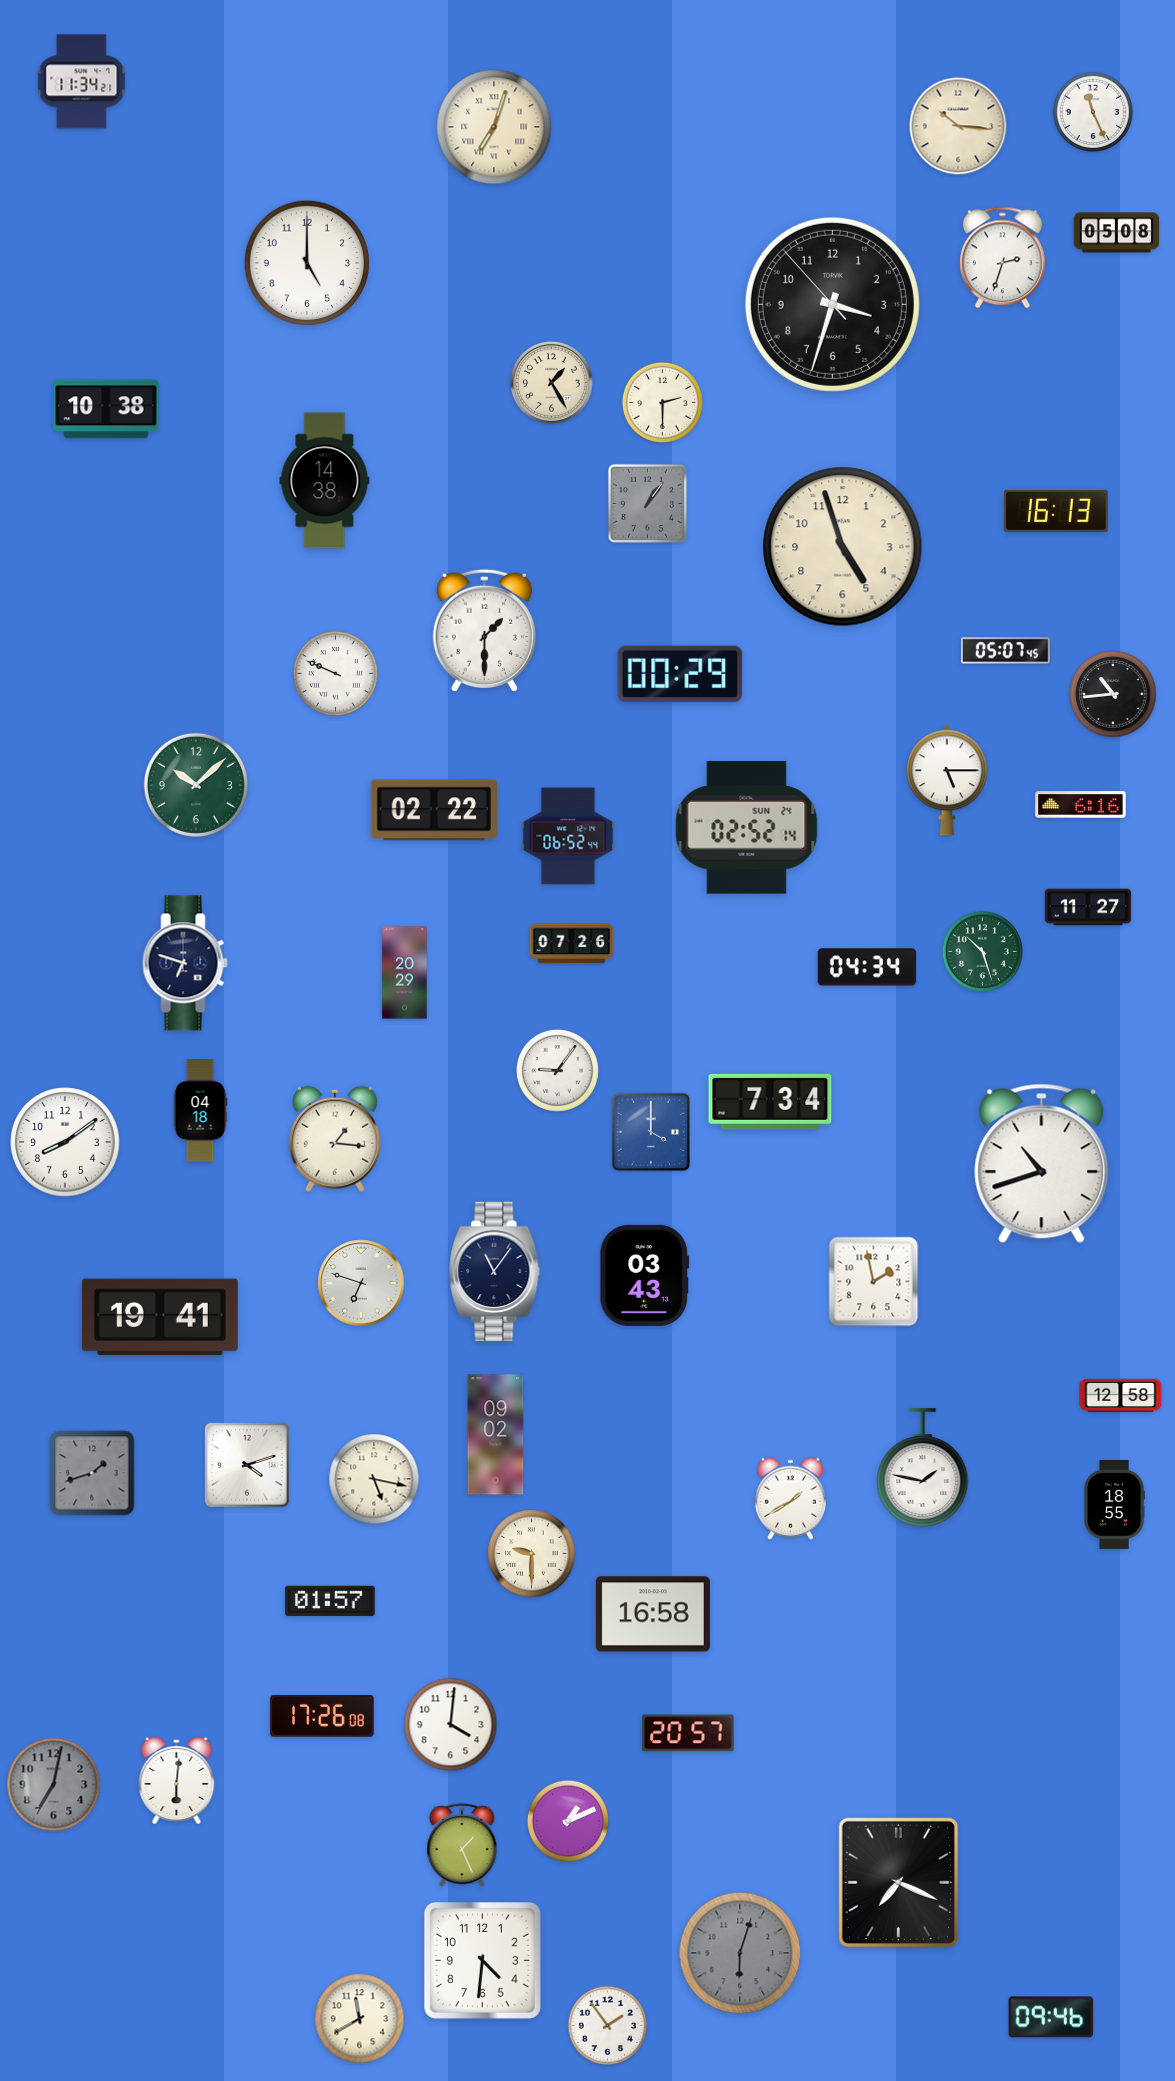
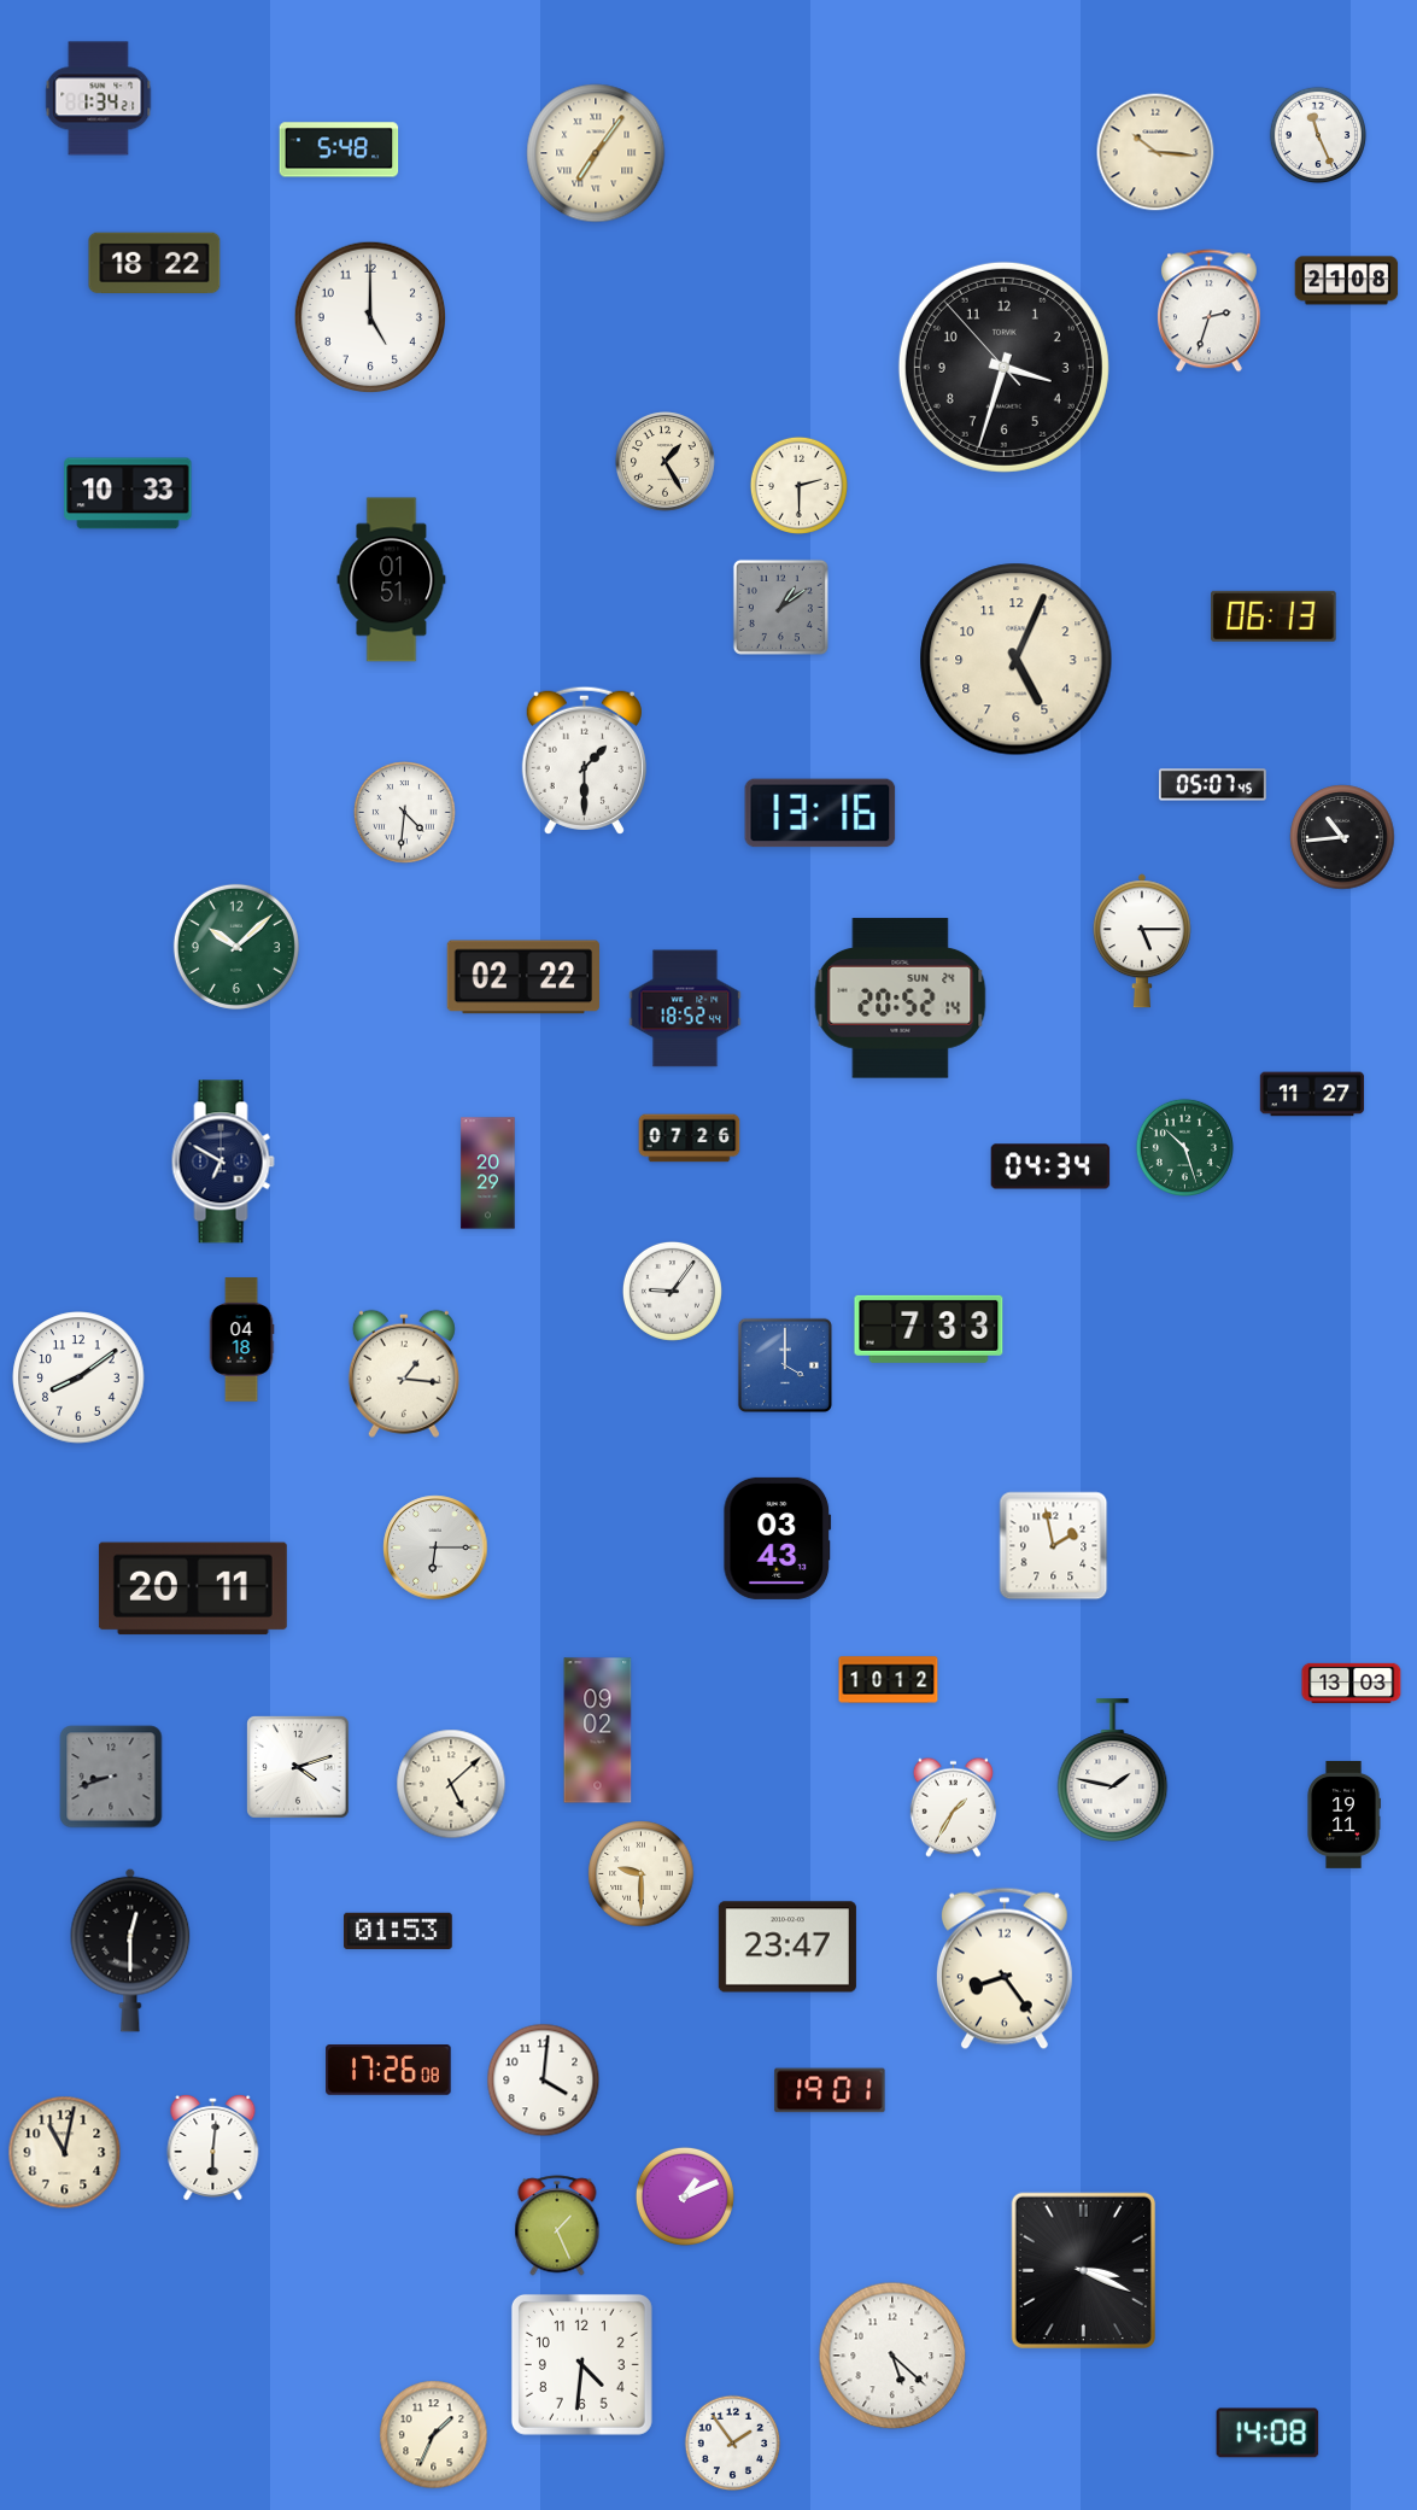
clock at (82, 82): 11:34 -> 1:34
clock at (339, 150): none -> 5:48
clock at (494, 127): 7:03 -> 7:06
clock at (154, 263): none -> 18:22
clock at (1117, 233): 05:08 -> 21:08
clock at (106, 409): 10:38 -> 10:33
clock at (325, 481): 14:38 -> 01:51
clock at (647, 503): 1:06 -> 1:09
clock at (1056, 511): 16:13 -> 06:13
clock at (843, 547): 4:57 -> 5:04
clock at (336, 674): 9:49 -> 4:31
clock at (680, 674): 00:29 -> 13:16
clock at (1081, 805): 6:16 -> none
clock at (747, 828): 02:52 -> 20:52
clock at (568, 836): 06:52 -> 18:52
clock at (185, 963): 6:48 -> 6:50
clock at (867, 967) position: (867, 967) -> (1050, 1166)
clock at (770, 1102): 7:34 -> 7:33
clock at (1042, 1164): 10:42 -> none
clock at (495, 1272): 11:06 -> none
clock at (361, 1283): 6:48 -> 6:15
clock at (160, 1317): 19:41 -> 20:11
clock at (889, 1680): none -> 10:12
clock at (1121, 1395): 12:58 -> 13:03
clock at (92, 1473): 1:42 -> 8:42
clock at (374, 1479): 5:17 -> 5:08
clock at (790, 1498): 1:40 -> 1:35
clock at (1114, 1505): 18:55 -> 19:11
clock at (330, 1600): 01:57 -> 01:53
clock at (653, 1614): 16:58 -> 23:47
clock at (130, 1950): none -> 12:30
clock at (1005, 1968): none -> 8:24
clock at (688, 1733): 20:57 -> 19:01
clock at (54, 1785): 7:02 -> 11:02
clock at (54, 1785) dial: grey -> cream
clock at (898, 1882): 7:19 -> 3:19
clock at (740, 1953): 6:03 -> 5:22
clock at (740, 1953) dial: grey -> white
clock at (1051, 2017): 09:46 -> 14:08
clock at (360, 2019): 11:40 -> 1:34
